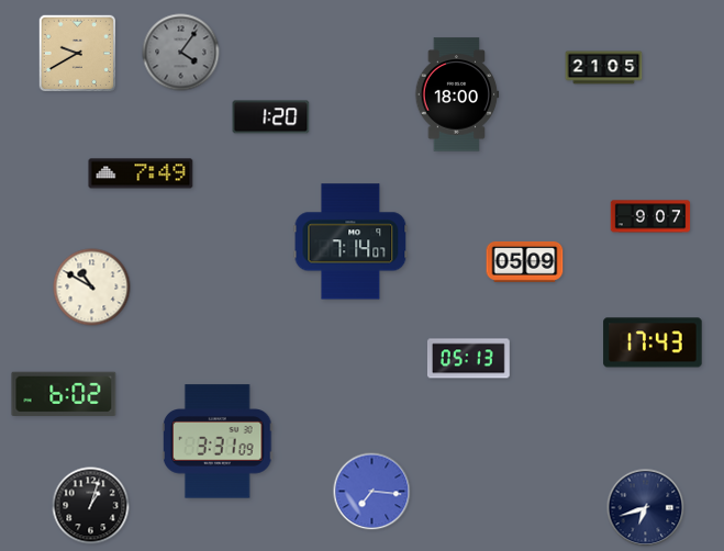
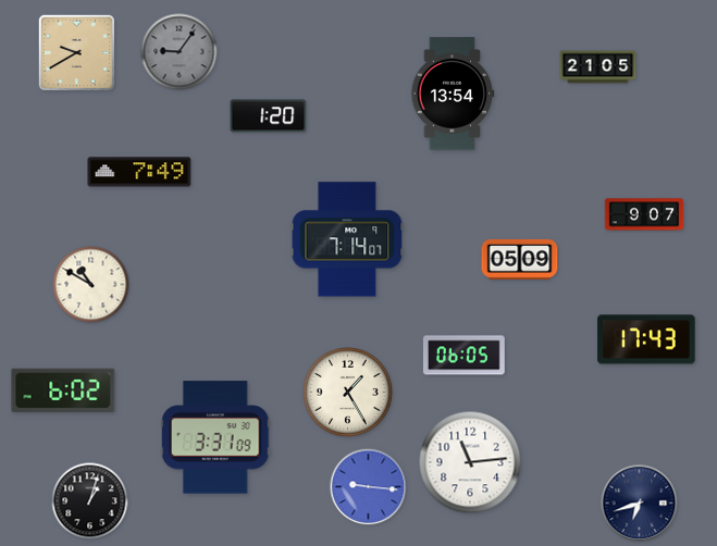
clock at (181, 53): 4:06 -> 9:06
clock at (457, 94): 18:00 -> 13:54
clock at (468, 359): 05:13 -> 06:05
clock at (347, 392): none -> 1:25
clock at (470, 462): none -> 11:14
clock at (372, 492): 7:16 -> 9:16
